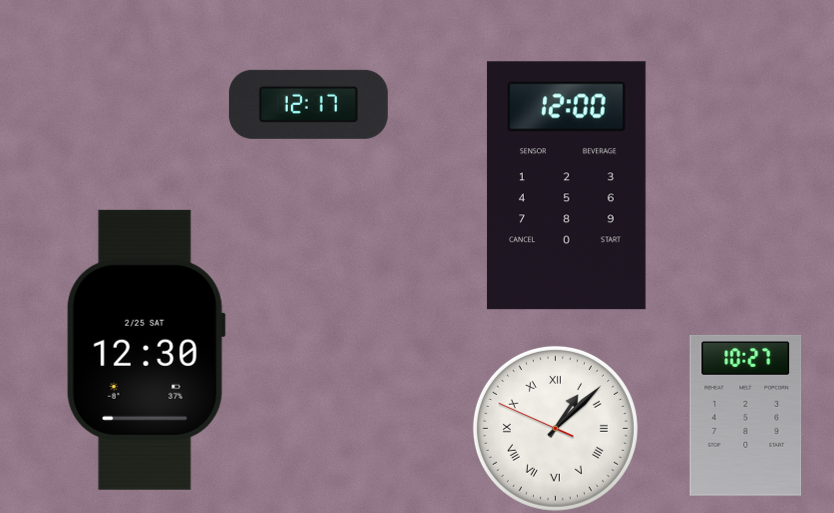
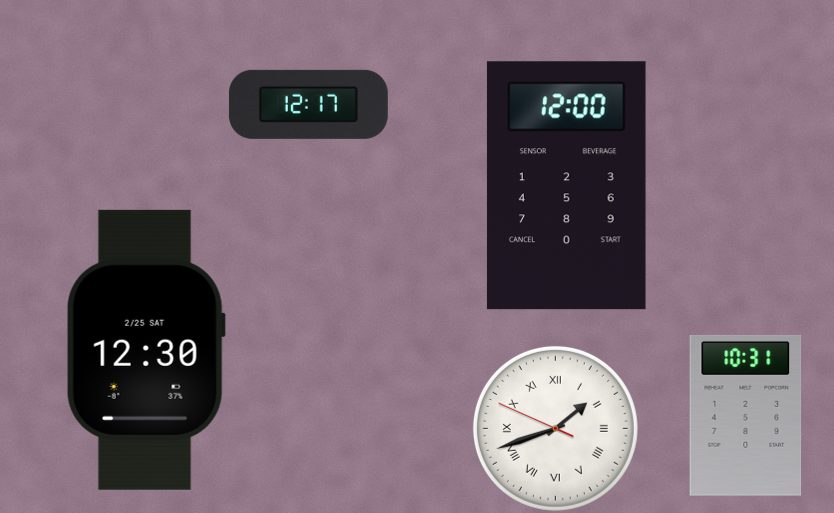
clock at (746, 415): 10:27 -> 10:31
clock at (555, 428): 1:07 -> 1:41
